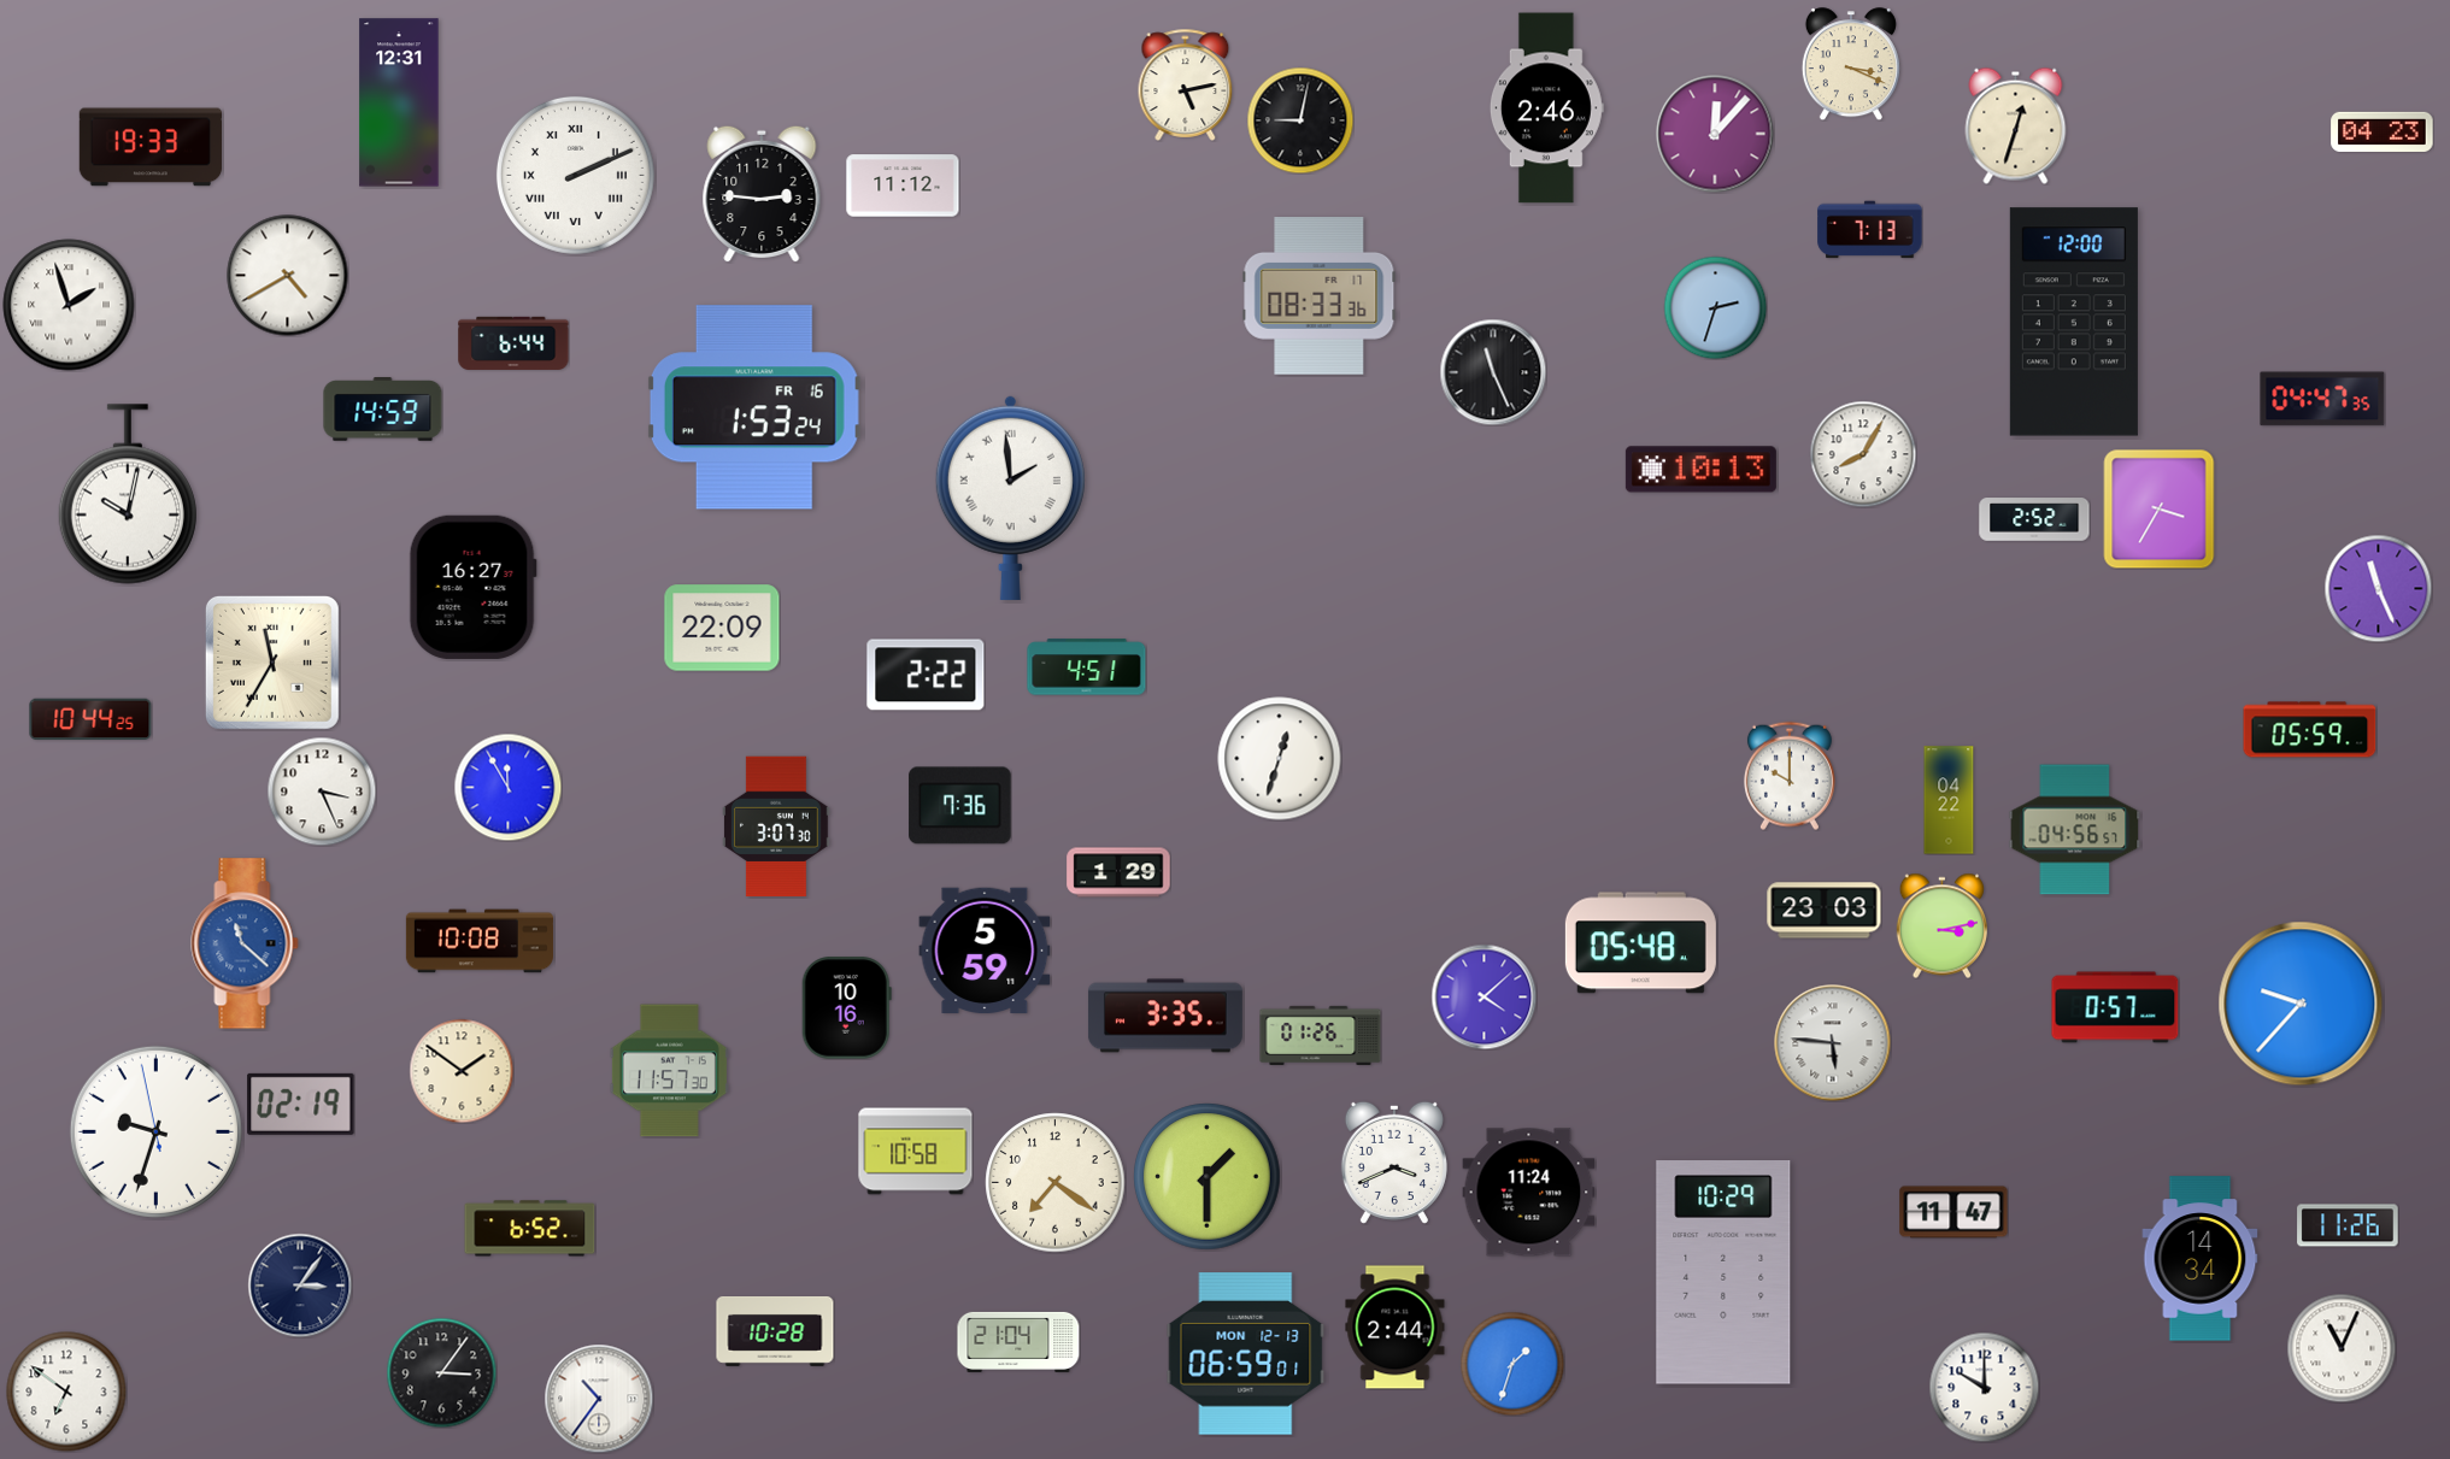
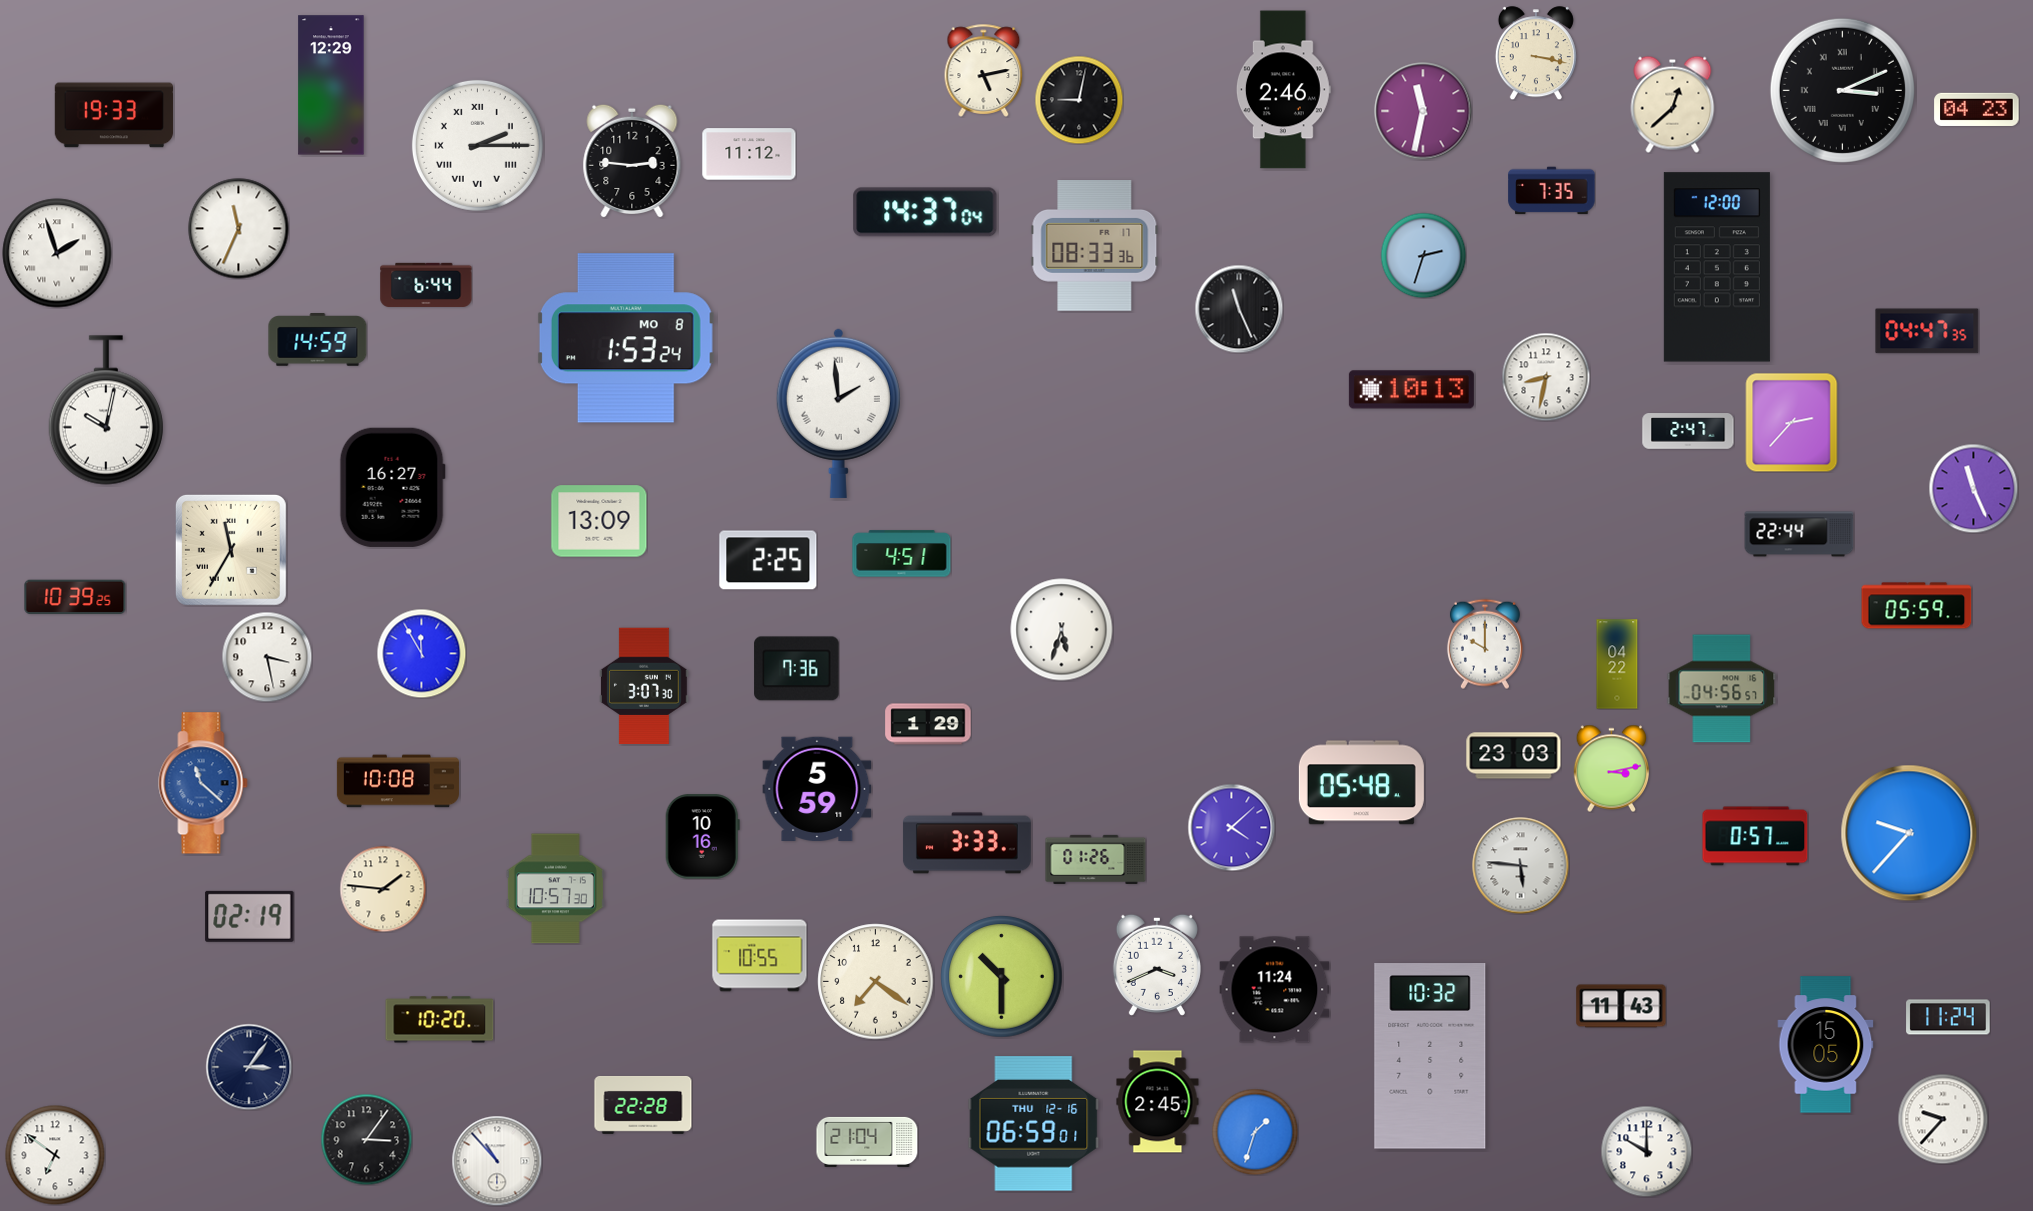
clock at (1851, 64): 3:19 -> 3:17
clock at (399, 102): 12:31 -> 12:29
clock at (1842, 90): none -> 3:11
clock at (2016, 125): 12:33 -> 12:38
clock at (1715, 134): 12:07 -> 11:32
clock at (151, 147) position: (151, 147) -> (114, 115)
clock at (575, 175): 2:11 -> 2:15
clock at (1870, 230): 7:13 -> 7:35
clock at (925, 212): none -> 14:37
clock at (288, 276): 4:40 -> 11:34
clock at (2074, 322) position: (2074, 322) -> (1717, 267)
clock at (754, 407) date: FR 16 -> MO 8
clock at (1863, 454): 8:05 -> 8:32
clock at (2160, 510): 3:35 -> 2:37
clock at (2034, 519): 2:52 -> 2:47
clock at (722, 628): 22:09 -> 13:09
clock at (1799, 534): none -> 22:44
clock at (272, 663) position: (272, 663) -> (231, 550)
clock at (926, 675): 2:22 -> 2:25
clock at (90, 719): 10:44 -> 10:39
clock at (1280, 759): 12:33 -> 5:33
clock at (322, 792): 3:26 -> 3:28
clock at (1165, 1016): 3:35 -> 3:33
clock at (462, 1071): 1:51 -> 1:46
clock at (669, 1071): 11:57 -> 10:57
clock at (155, 1131): 9:32 -> none
clock at (916, 1152): 10:58 -> 10:55
clock at (1208, 1177): 1:30 -> 10:30
clock at (1529, 1193) position: (1529, 1193) -> (1275, 990)
clock at (1953, 1212): 11:47 -> 11:43
clock at (2348, 1225): 11:26 -> 11:24
clock at (530, 1229): 6:52 -> 10:20
clock at (2201, 1259): 14:34 -> 15:05
clock at (1723, 1272): 10:29 -> 10:32
clock at (1396, 1328): 2:44 -> 2:45
clock at (775, 1331): 10:28 -> 22:28
clock at (1018, 1342) position: (1018, 1342) -> (867, 1142)
clock at (2342, 1348): 11:04 -> 9:37
clock at (1246, 1354) date: MON 12-13 -> THU 12-16
clock at (599, 1399): 10:36 -> 10:53
